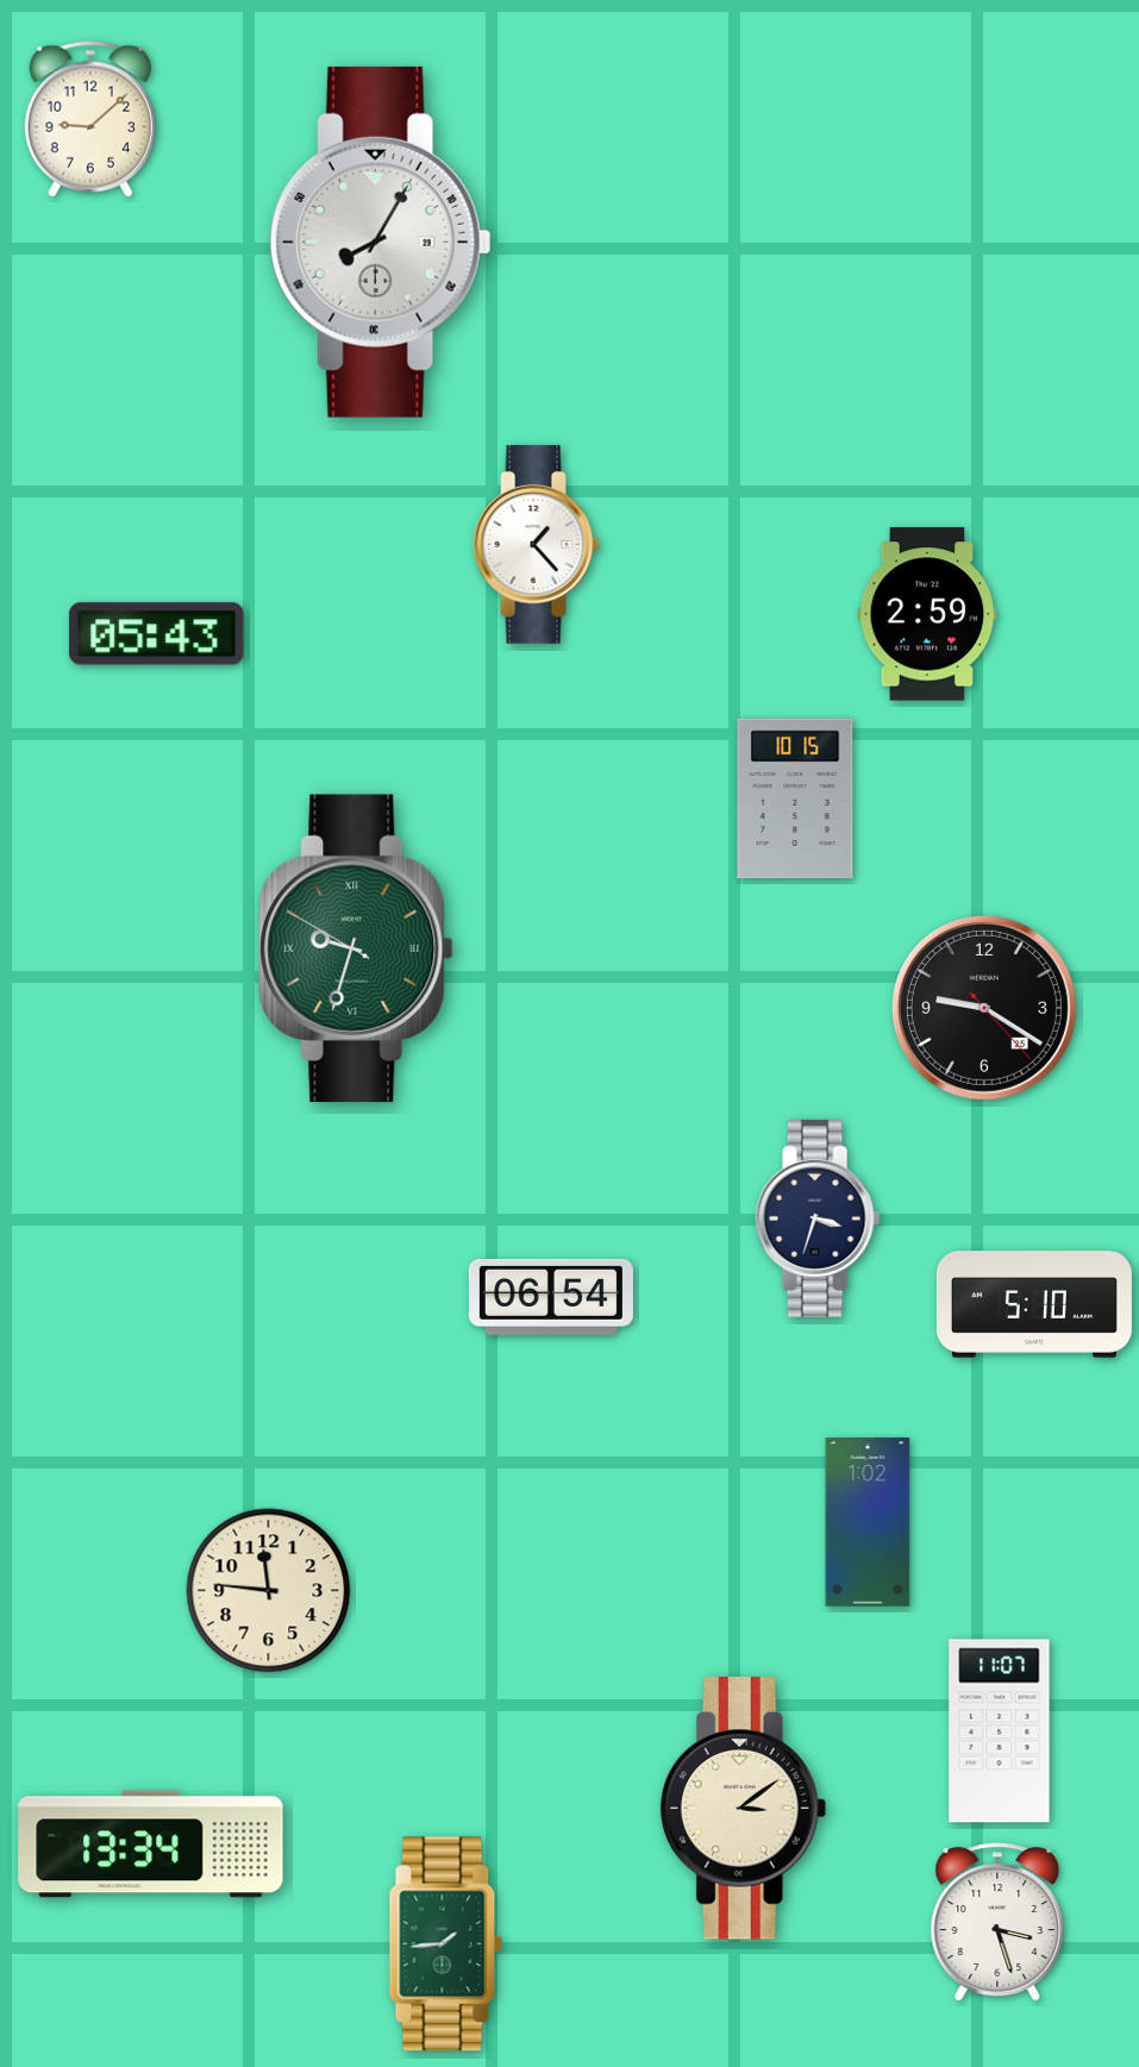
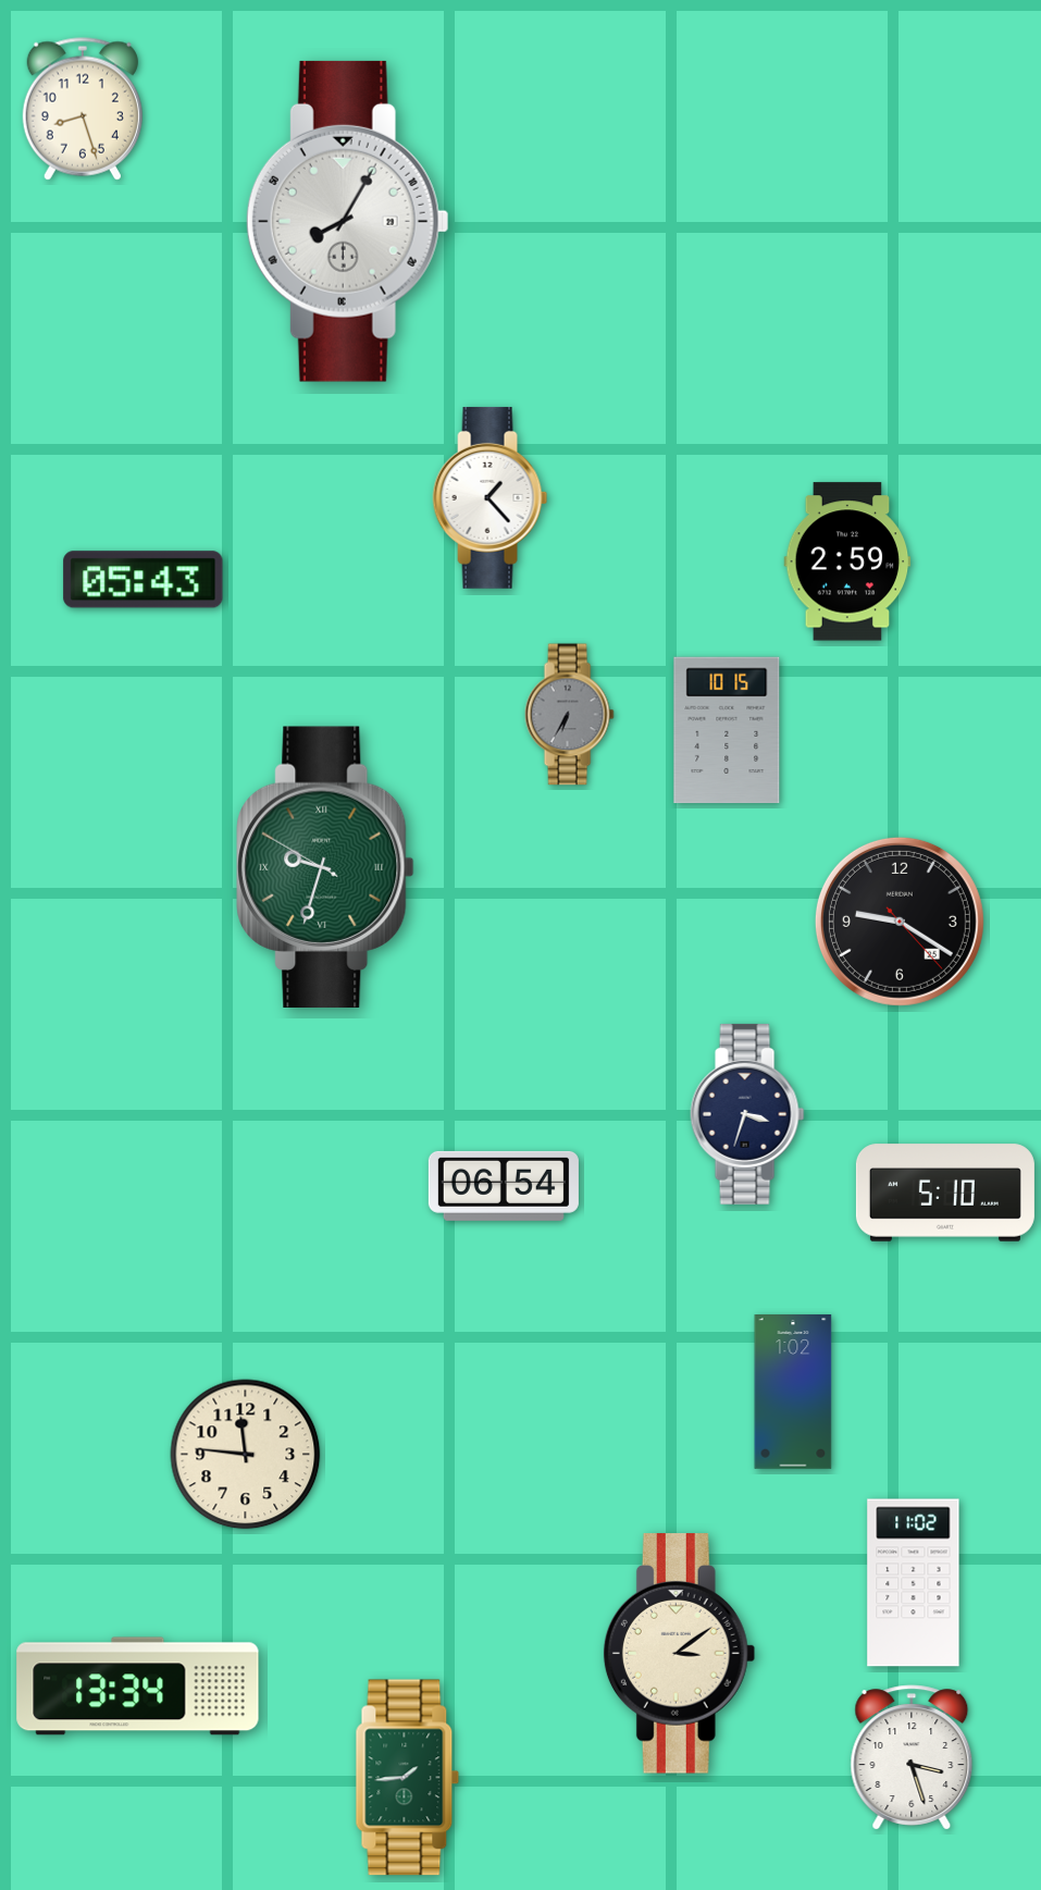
clock at (90, 119): 9:08 -> 8:27
clock at (569, 715): none -> 6:35
clock at (1000, 1731): 11:07 -> 11:02
